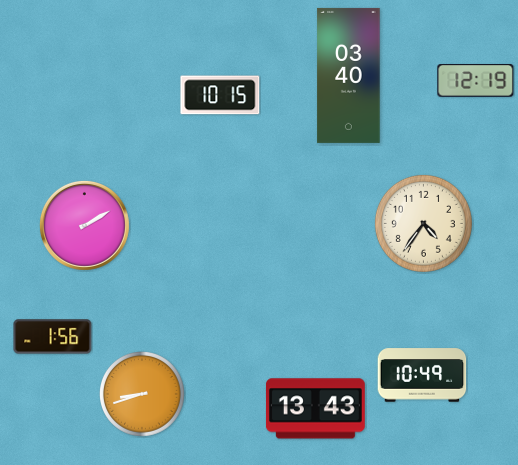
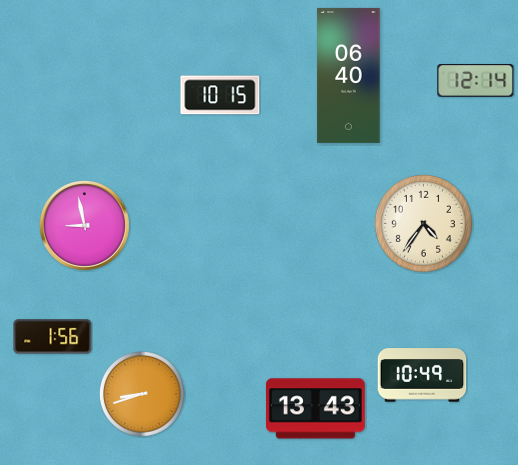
clock at (349, 75): 03:40 -> 06:40
clock at (476, 81): 12:19 -> 12:14
clock at (84, 225): 2:10 -> 8:58
